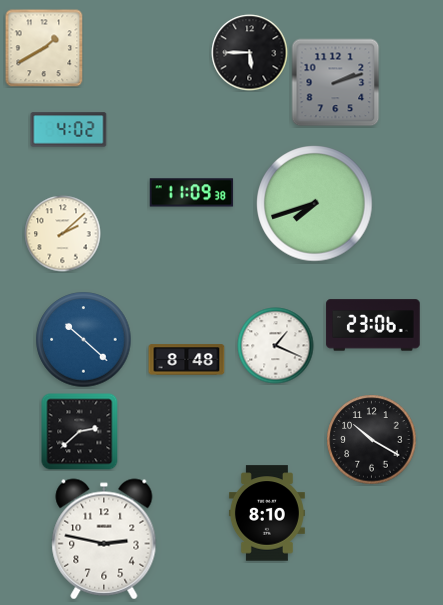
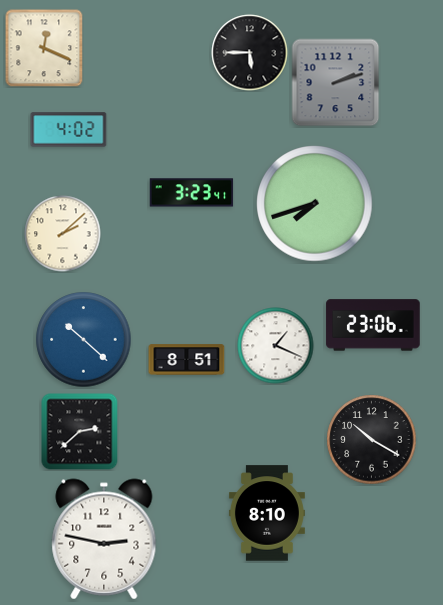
clock at (44, 48): 1:40 -> 12:19
clock at (192, 193): 11:09 -> 3:23
clock at (187, 360): 8:48 -> 8:51
